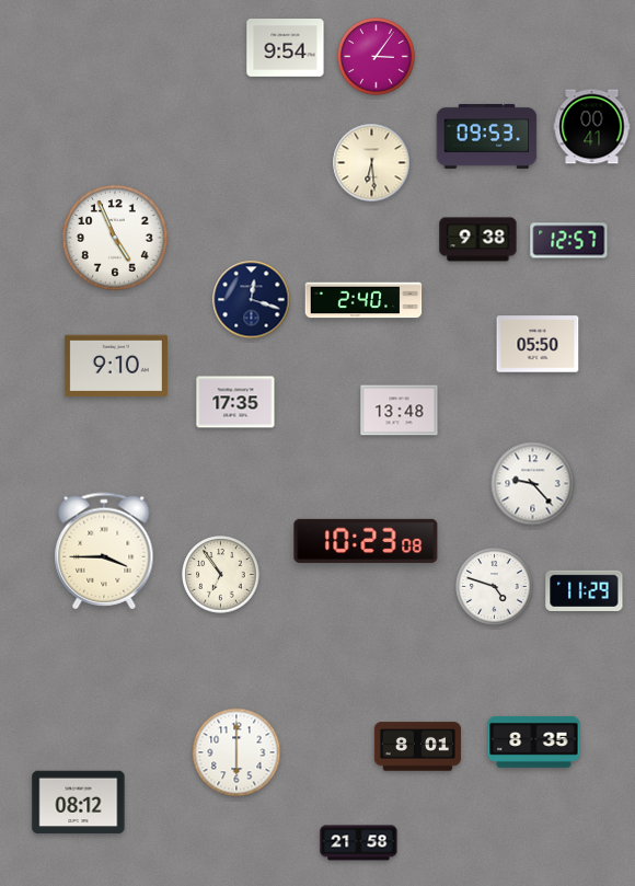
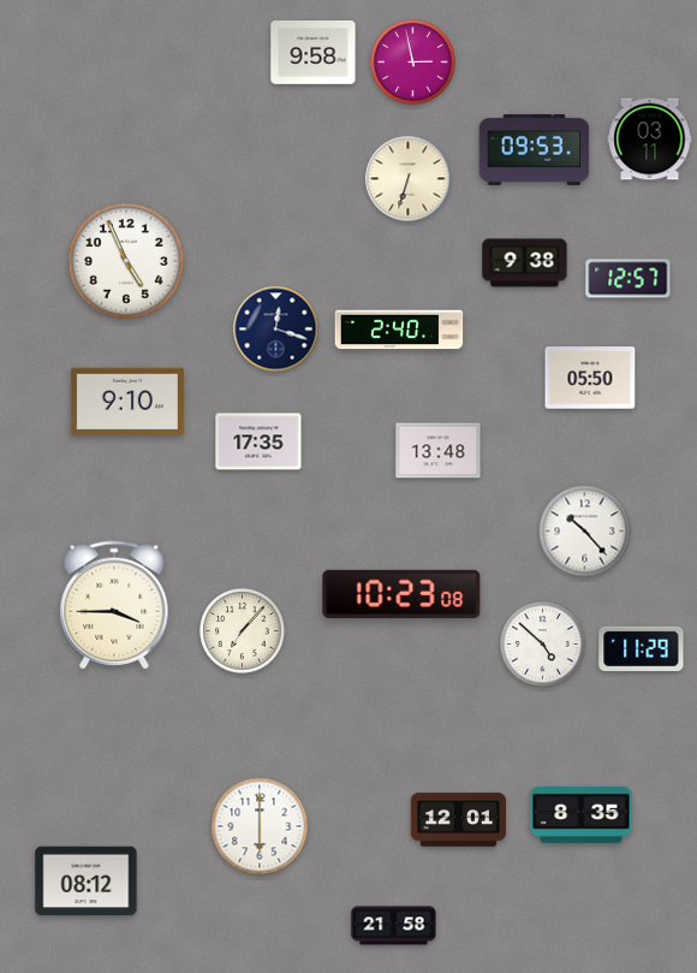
clock at (286, 48): 9:54 -> 9:58
clock at (377, 57): 3:06 -> 2:58
clock at (592, 127): 00:41 -> 03:11
clock at (372, 163): 6:29 -> 6:33
clock at (569, 241) position: (569, 241) -> (629, 279)
clock at (533, 484): 9:23 -> 10:23
clock at (221, 575): 6:54 -> 7:07
clock at (495, 587): 4:48 -> 4:52
clock at (534, 741) position: (534, 741) -> (582, 814)
clock at (417, 747): 8:01 -> 12:01
